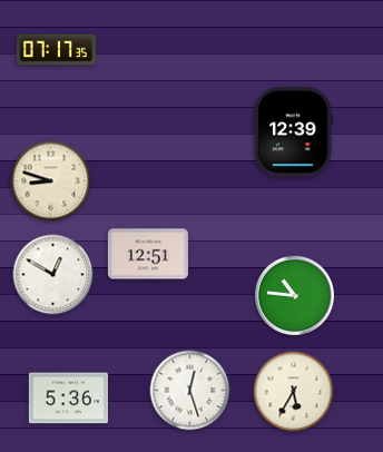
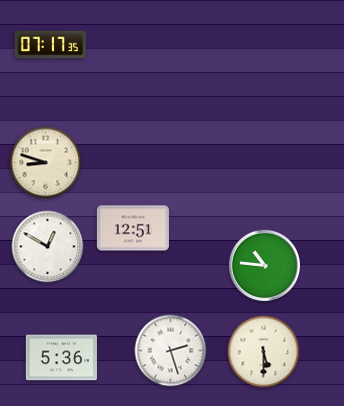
clock at (293, 132): 12:39 -> none
clock at (190, 391): 12:27 -> 2:27
clock at (294, 392): 5:35 -> 5:30
